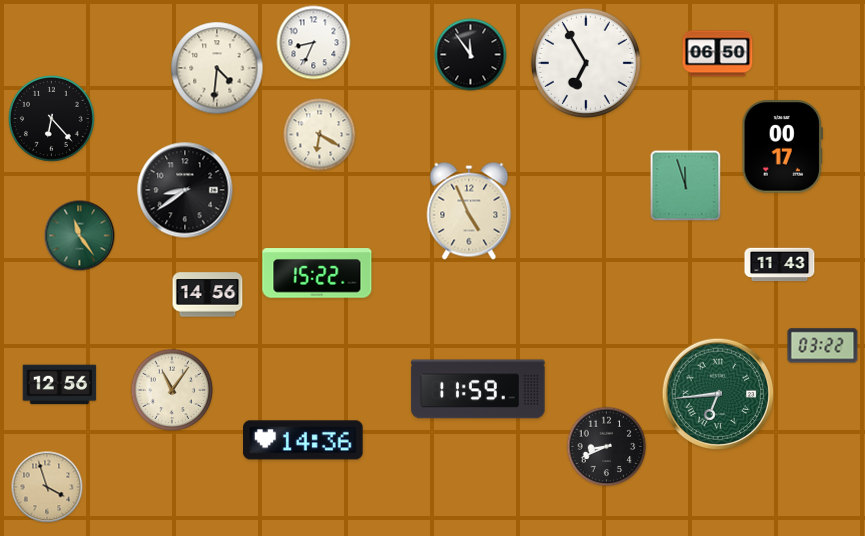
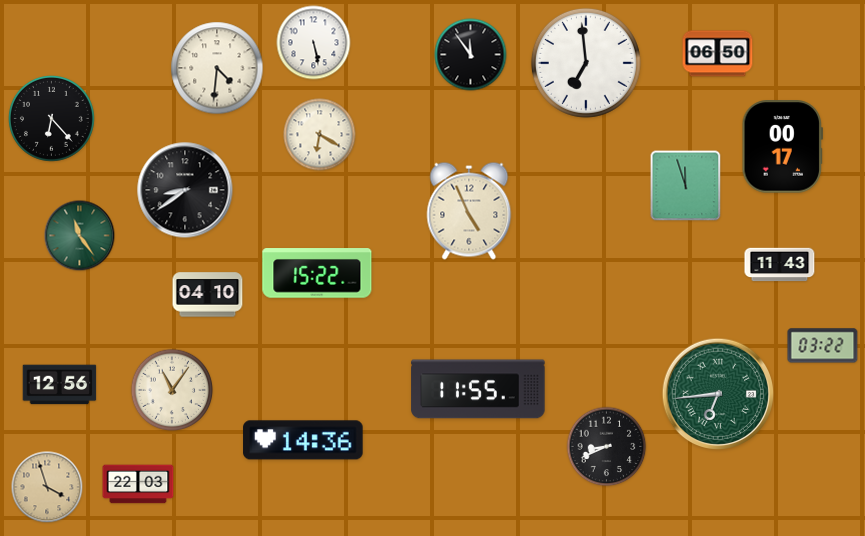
clock at (314, 43): 8:34 -> 5:28
clock at (586, 63): 6:55 -> 6:59
clock at (208, 295): 14:56 -> 04:10
clock at (478, 389): 11:59 -> 11:55
clock at (138, 484): none -> 22:03
